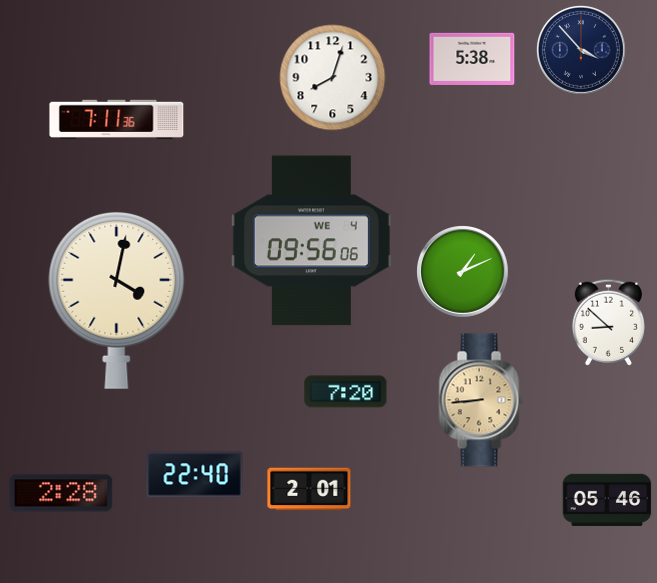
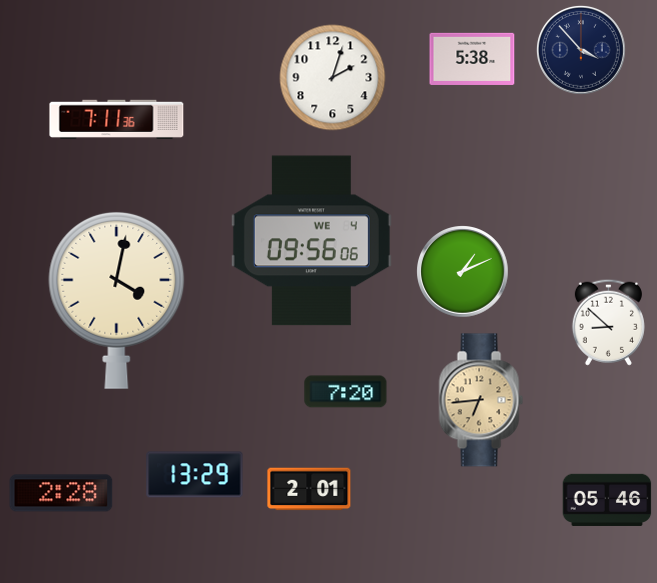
clock at (333, 78): 8:03 -> 2:03
clock at (481, 400): 8:44 -> 6:44
clock at (195, 475): 22:40 -> 13:29
